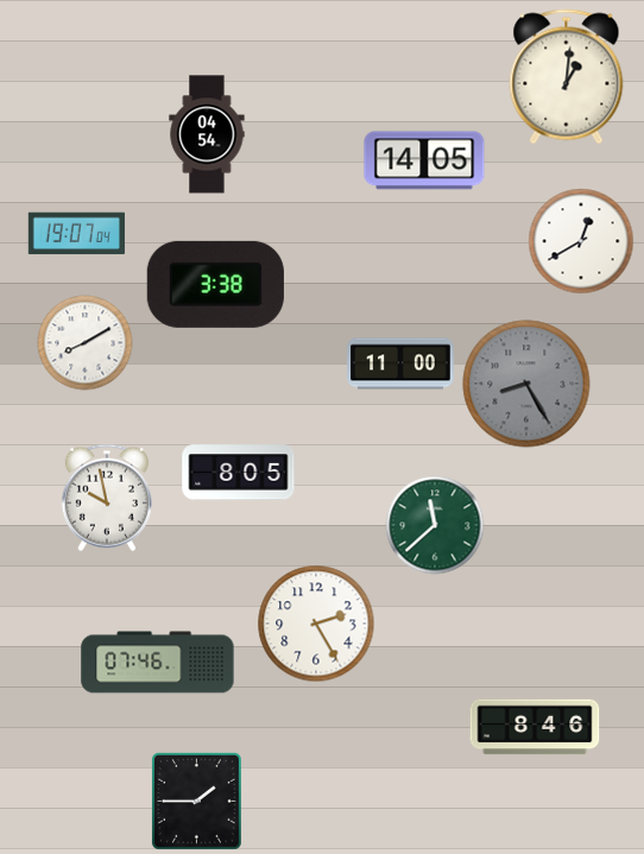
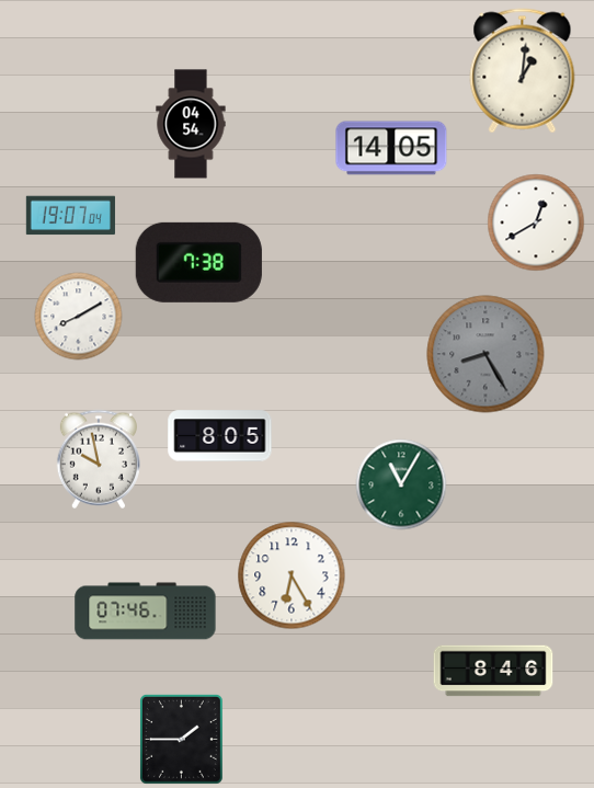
clock at (215, 284): 3:38 -> 7:38
clock at (400, 363): 11:00 -> none
clock at (435, 525): 11:38 -> 11:05
clock at (316, 624): 2:25 -> 6:25
